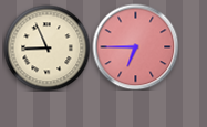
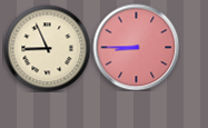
clock at (135, 46): 6:45 -> 8:45
